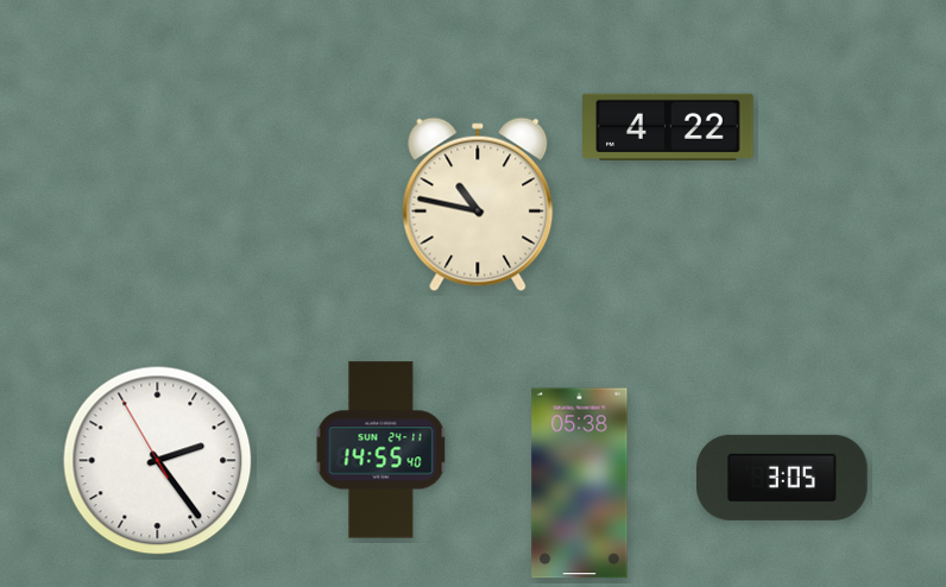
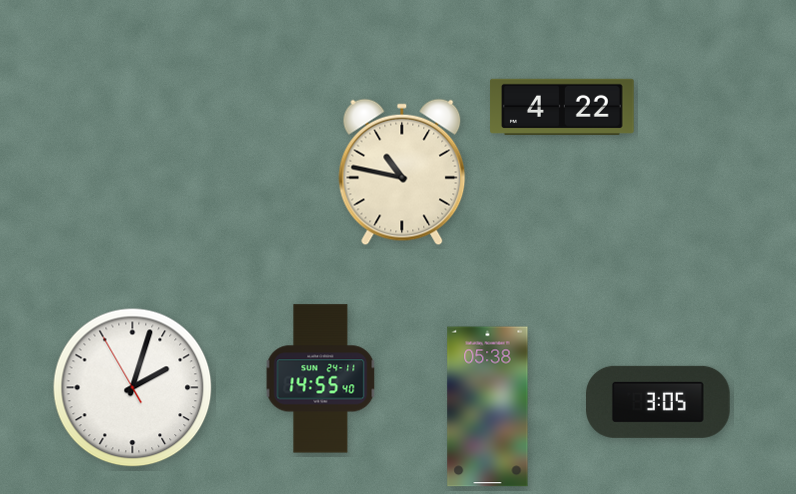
clock at (158, 461): 2:23 -> 2:02
